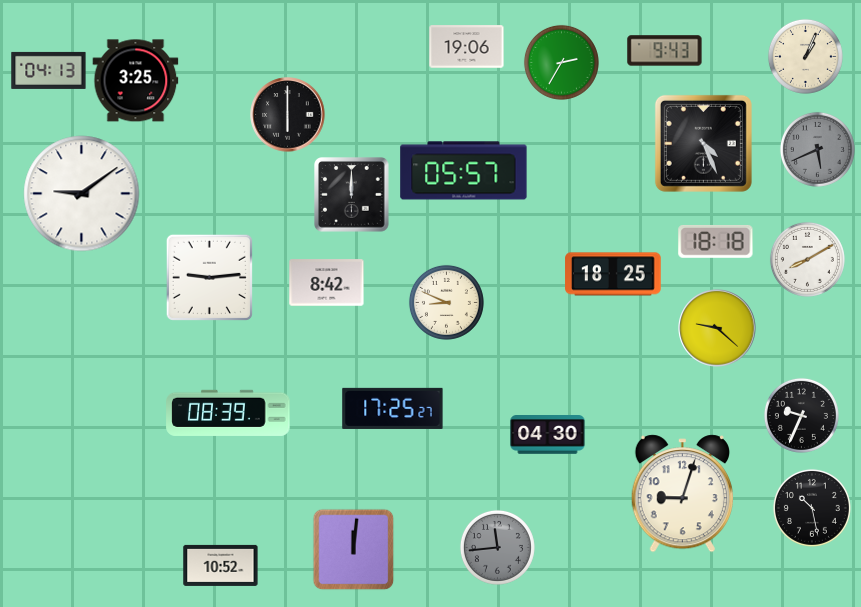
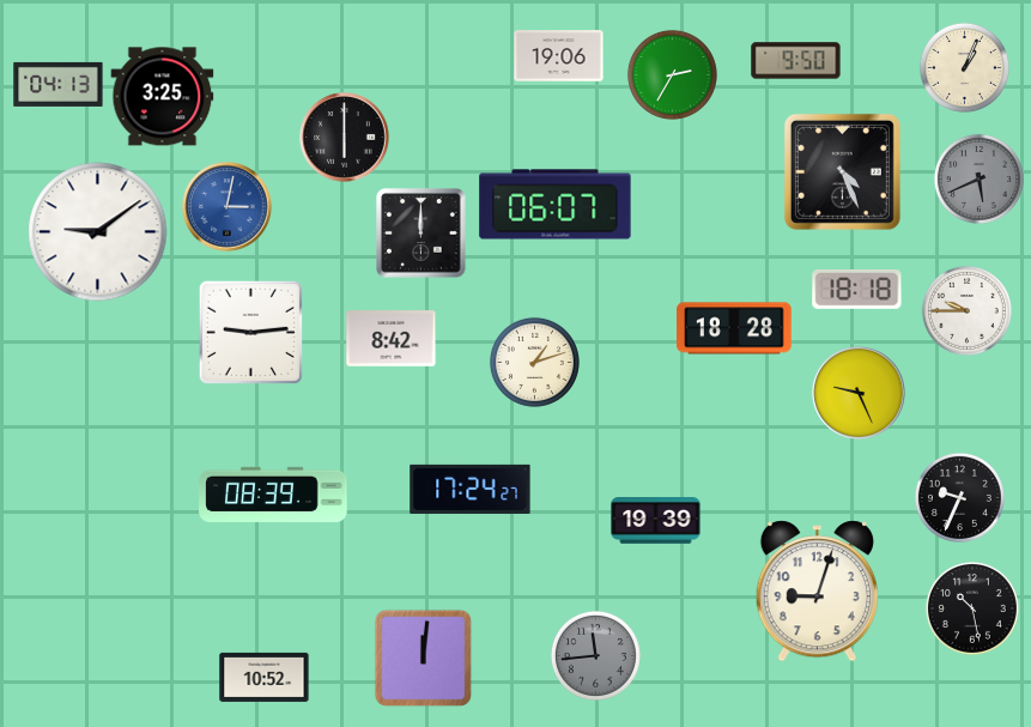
clock at (665, 51): 9:43 -> 9:50
clock at (464, 171): 05:57 -> 06:07
clock at (228, 207): none -> 3:02
clock at (807, 259): 8:10 -> 9:45
clock at (613, 274): 18:25 -> 18:28
clock at (446, 302): 8:49 -> 1:12
clock at (717, 328): 9:22 -> 9:26
clock at (393, 408): 17:25 -> 17:24
clock at (548, 435): 04:30 -> 19:39
